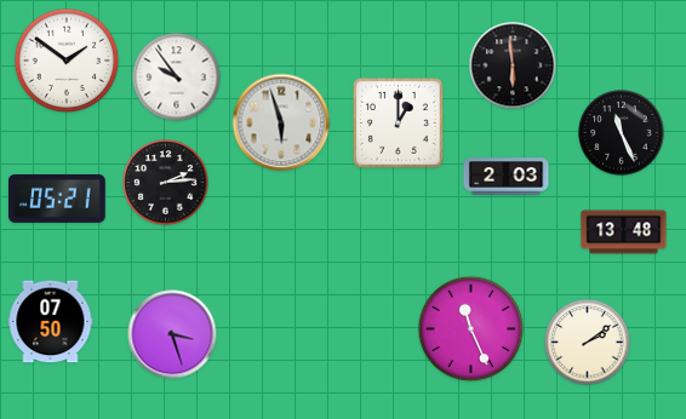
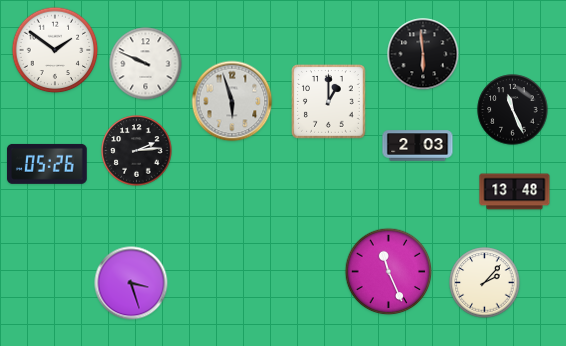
clock at (177, 78): 9:54 -> 9:49
clock at (57, 199): 05:21 -> 05:26
clock at (51, 322): 07:50 -> none
clock at (172, 334) position: (172, 334) -> (131, 283)
clock at (588, 343): 2:09 -> 2:07
